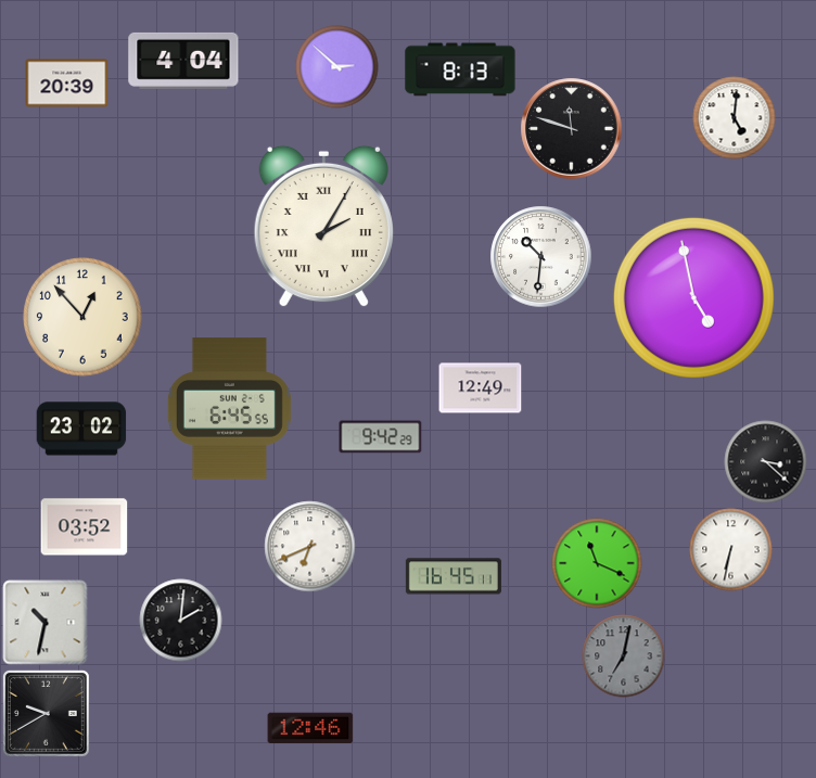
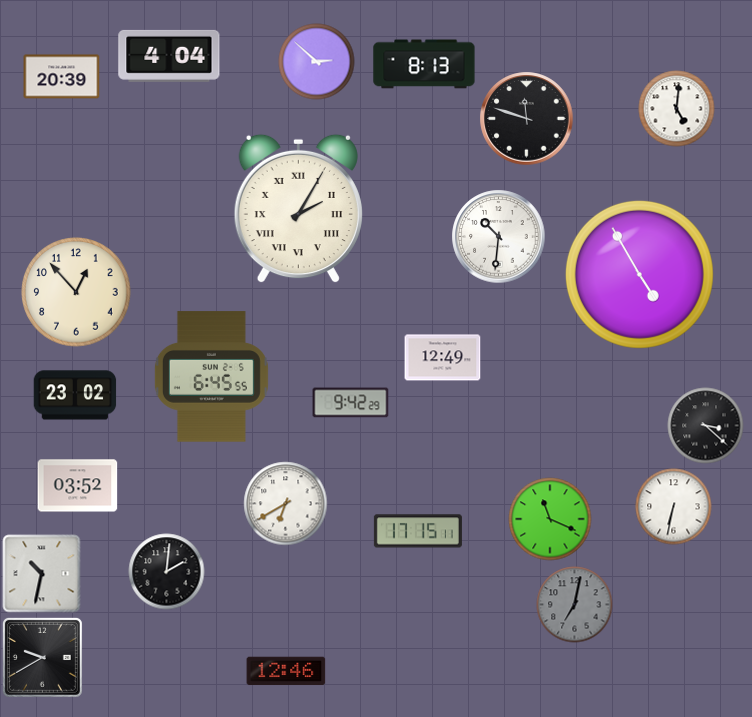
clock at (337, 67) position: (337, 67) -> (317, 62)
clock at (693, 297): 4:58 -> 4:55
clock at (310, 547): 6:41 -> 6:40
clock at (454, 576): 16:45 -> 17:15
